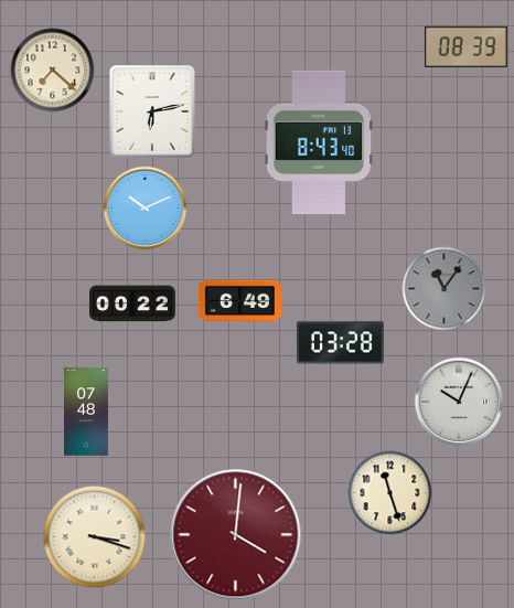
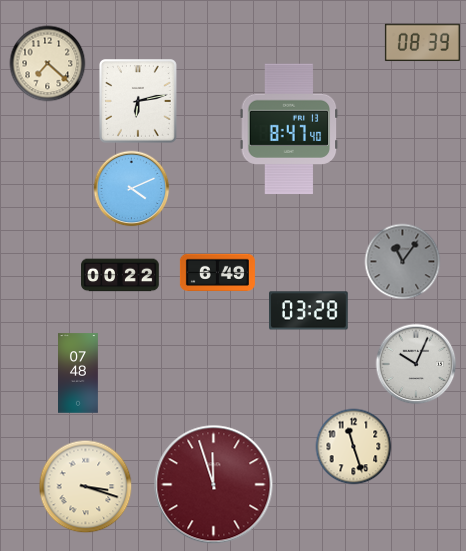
clock at (319, 142): 8:43 -> 8:47
clock at (146, 209): 10:11 -> 4:11
clock at (236, 535): 4:01 -> 11:57
